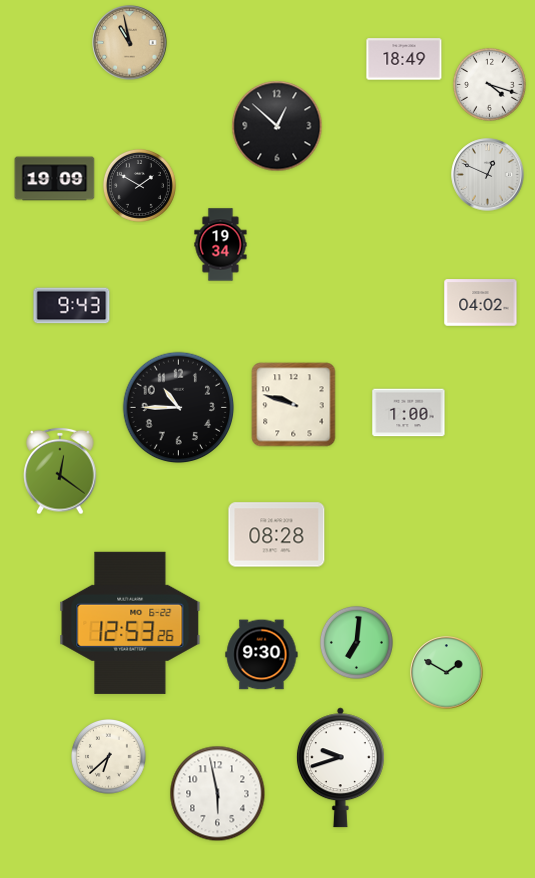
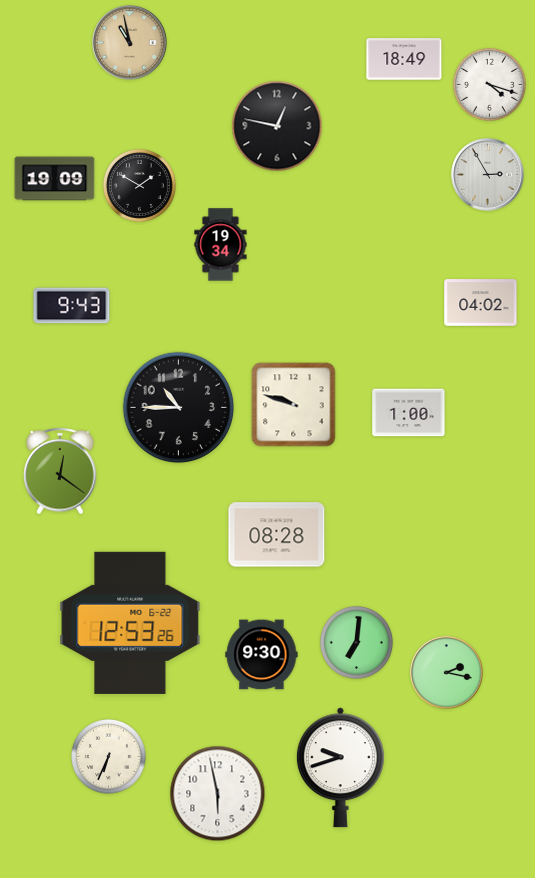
clock at (277, 126): 12:52 -> 12:47
clock at (488, 175): 12:49 -> 2:55
clock at (447, 673): 1:50 -> 2:17
clock at (109, 757): 6:38 -> 6:34
